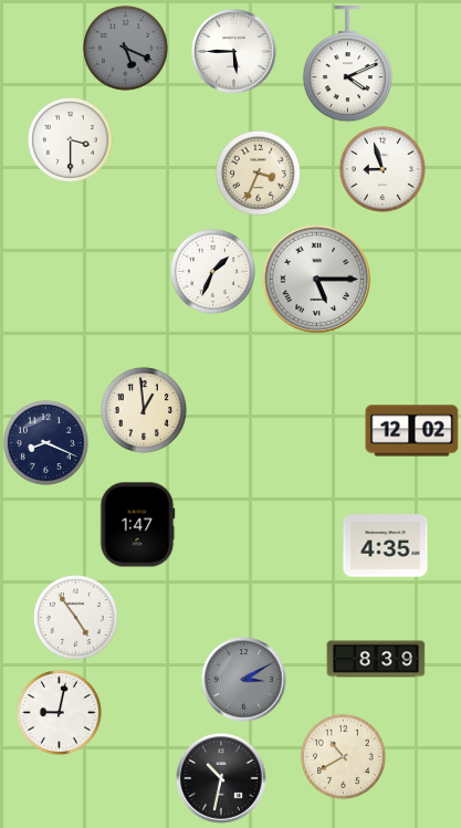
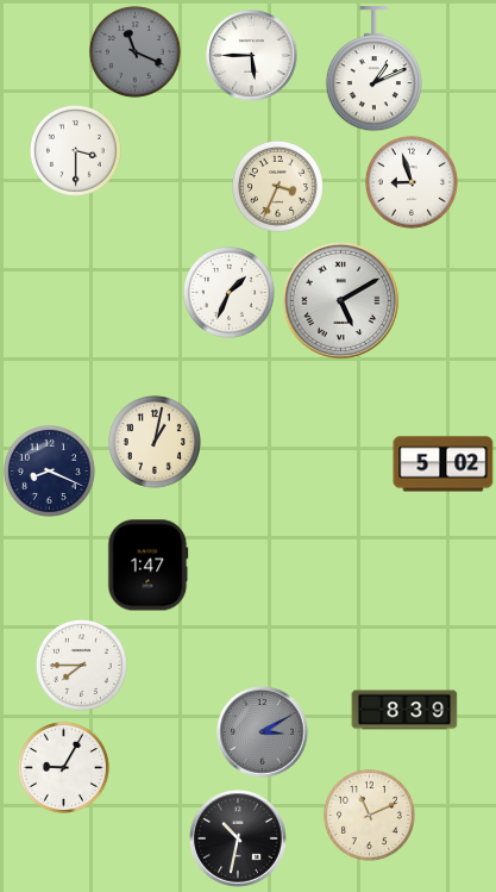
clock at (125, 48): 5:19 -> 11:19
clock at (347, 64): 4:11 -> 1:11
clock at (317, 280): 5:15 -> 5:10
clock at (144, 410): 12:59 -> 1:02
clock at (412, 431): 12:02 -> 5:02
clock at (45, 442) position: (45, 442) -> (49, 470)
clock at (386, 546): 4:35 -> none
clock at (75, 617): 4:54 -> 7:45
clock at (59, 712): 9:02 -> 9:05
clock at (343, 756): 10:40 -> 11:11
